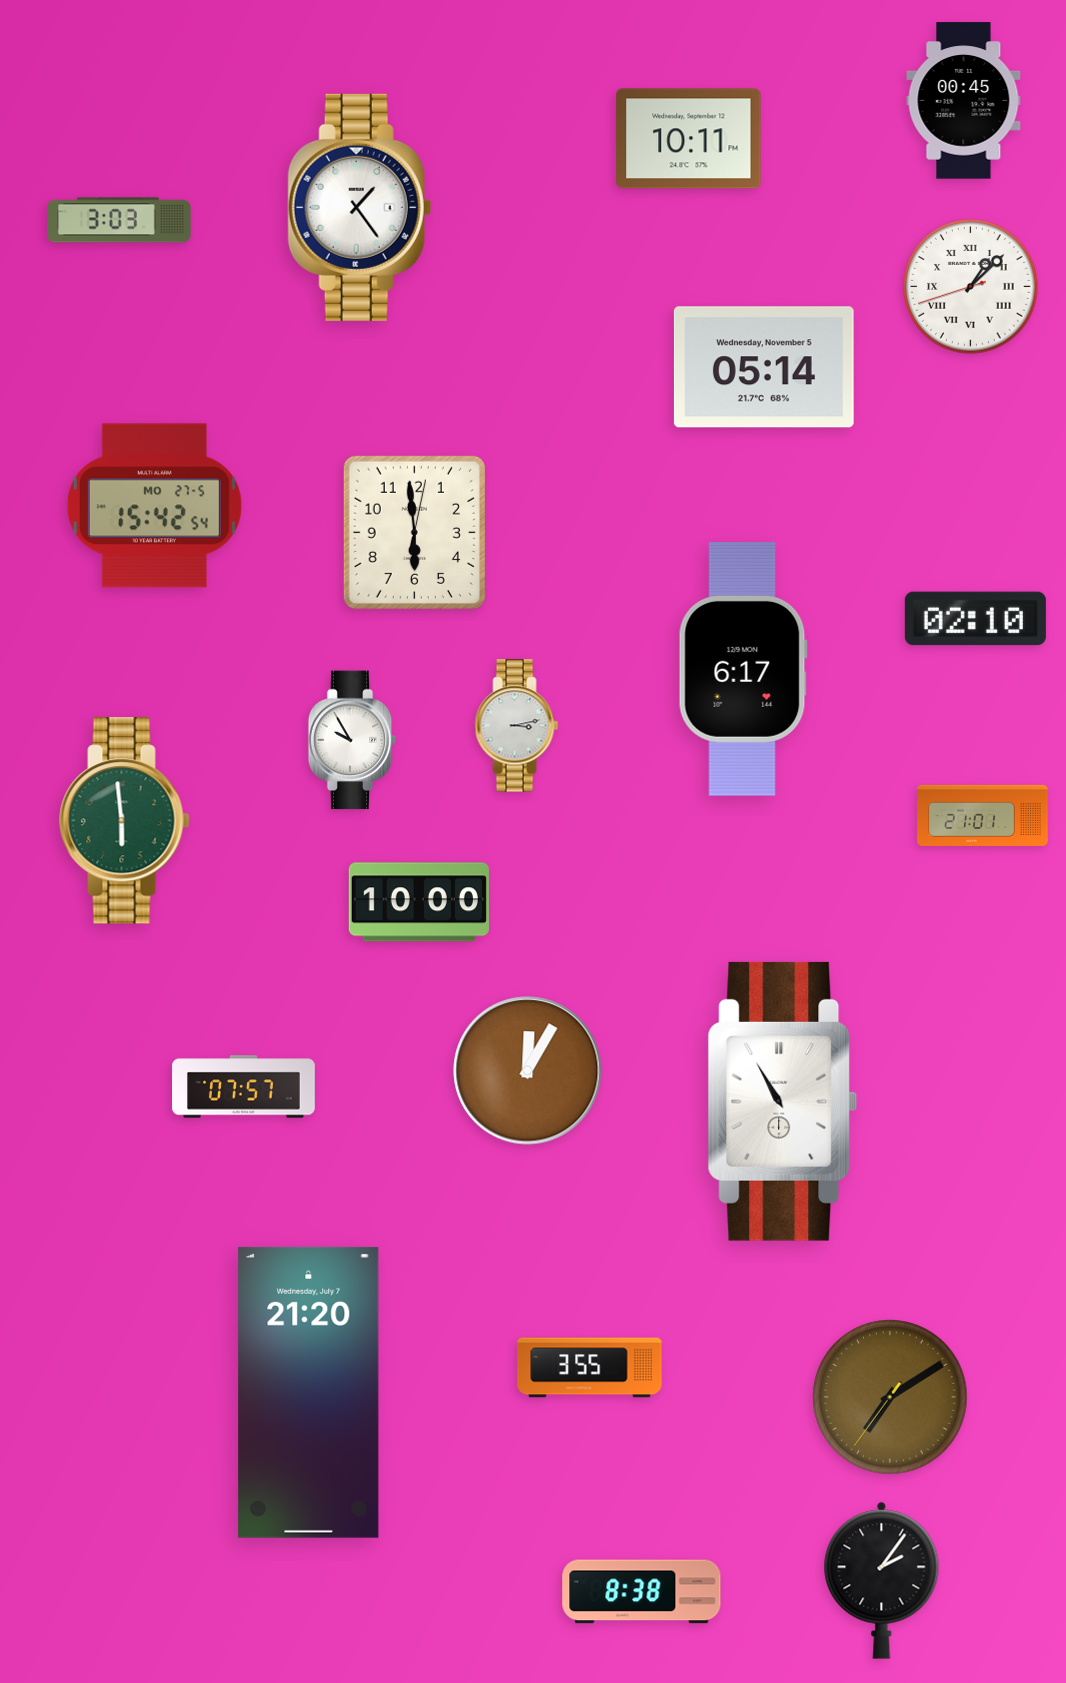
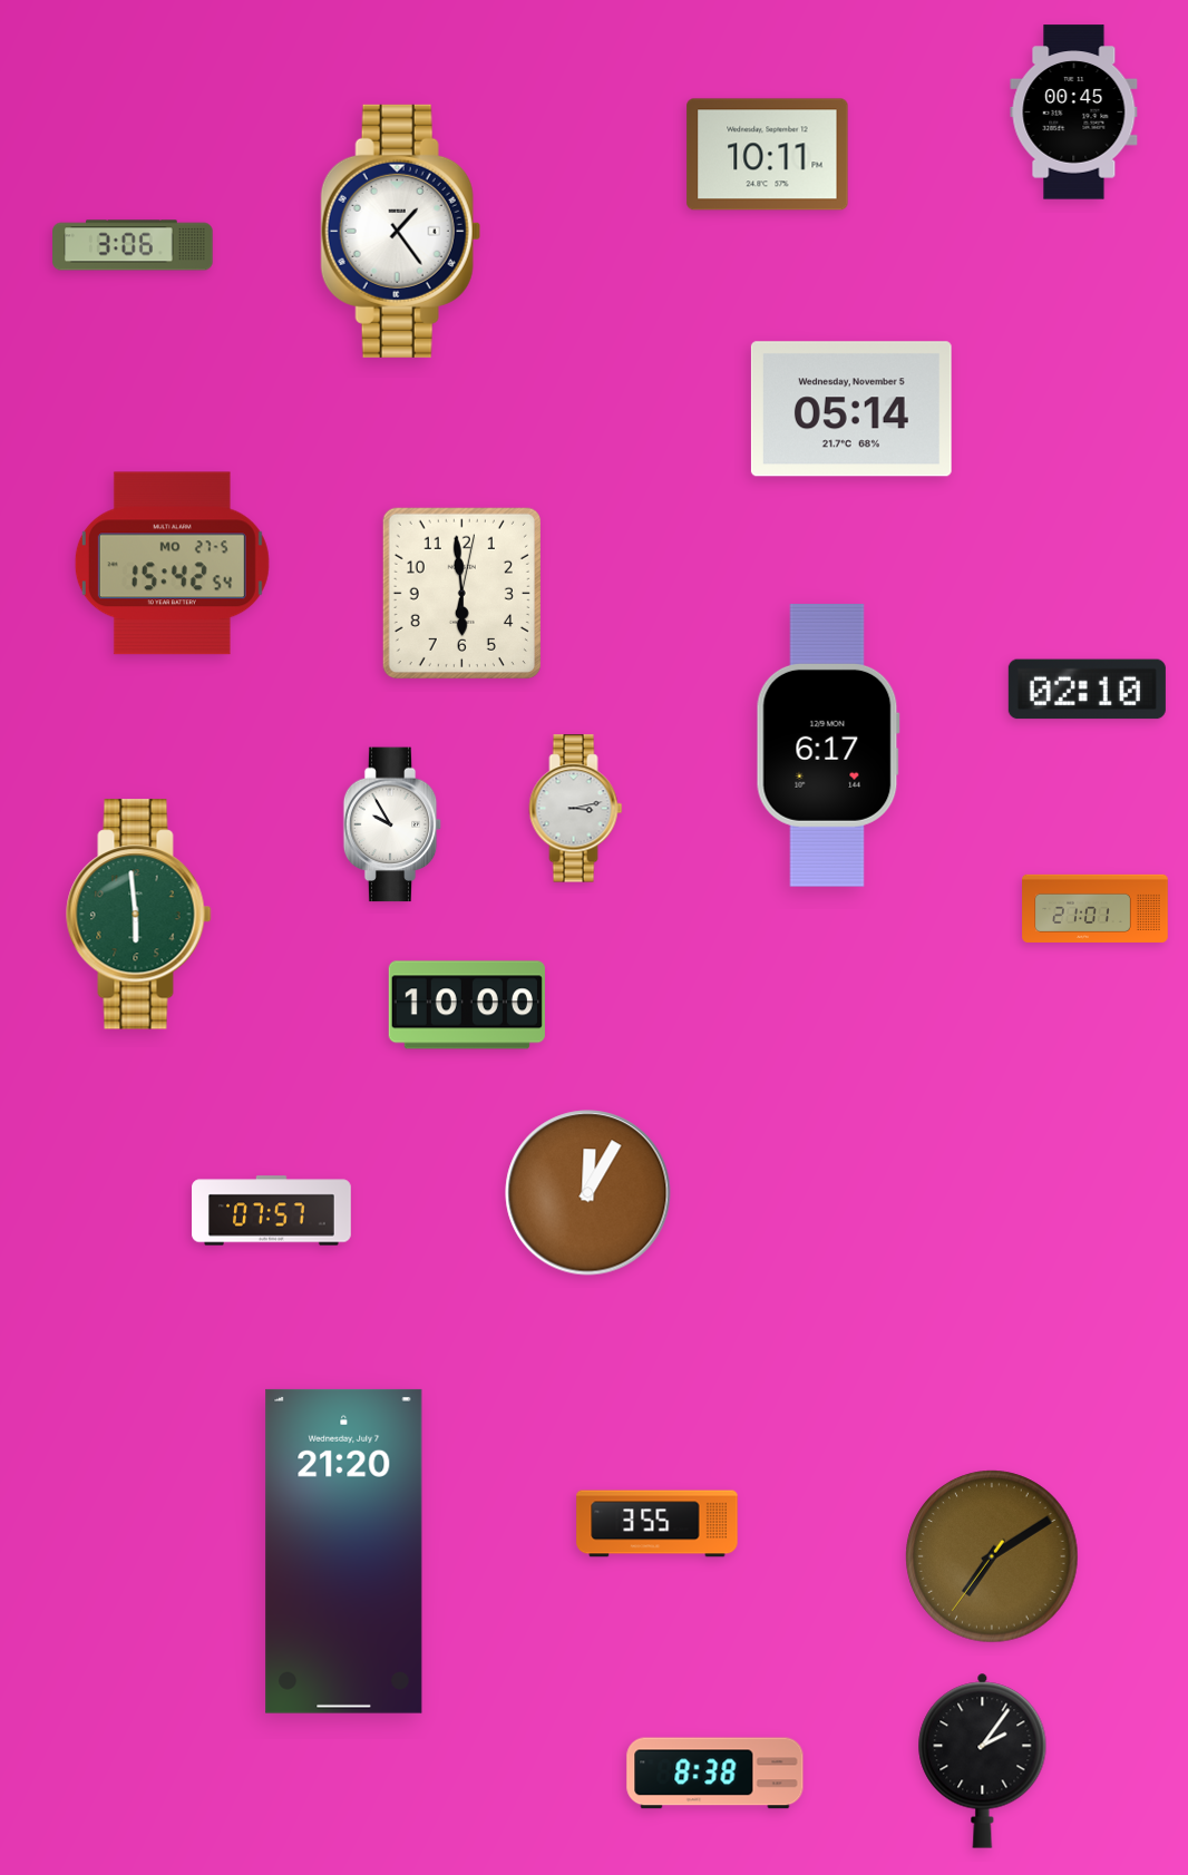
clock at (119, 220): 3:03 -> 3:06
clock at (971, 287): 1:07 -> none
clock at (783, 1101): 10:55 -> none
